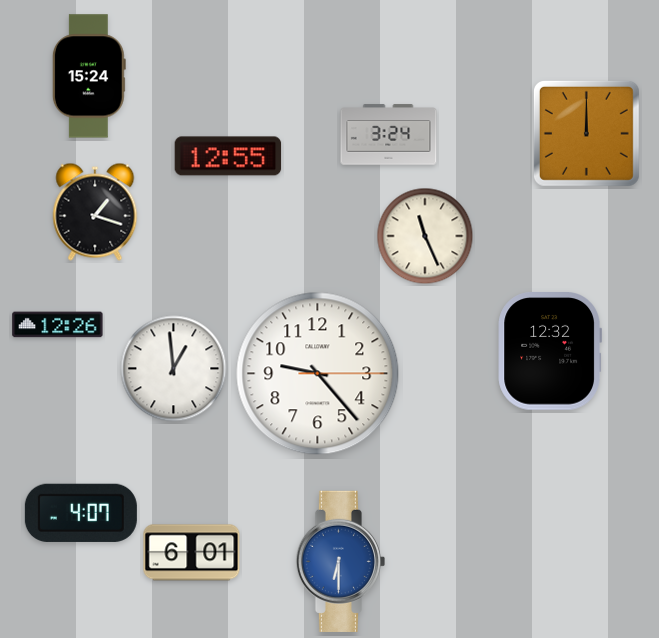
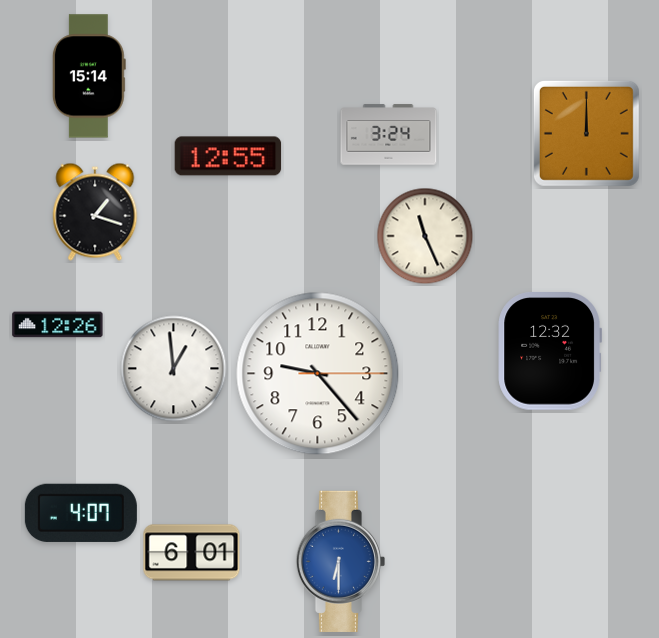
clock at (89, 76): 15:24 -> 15:14
